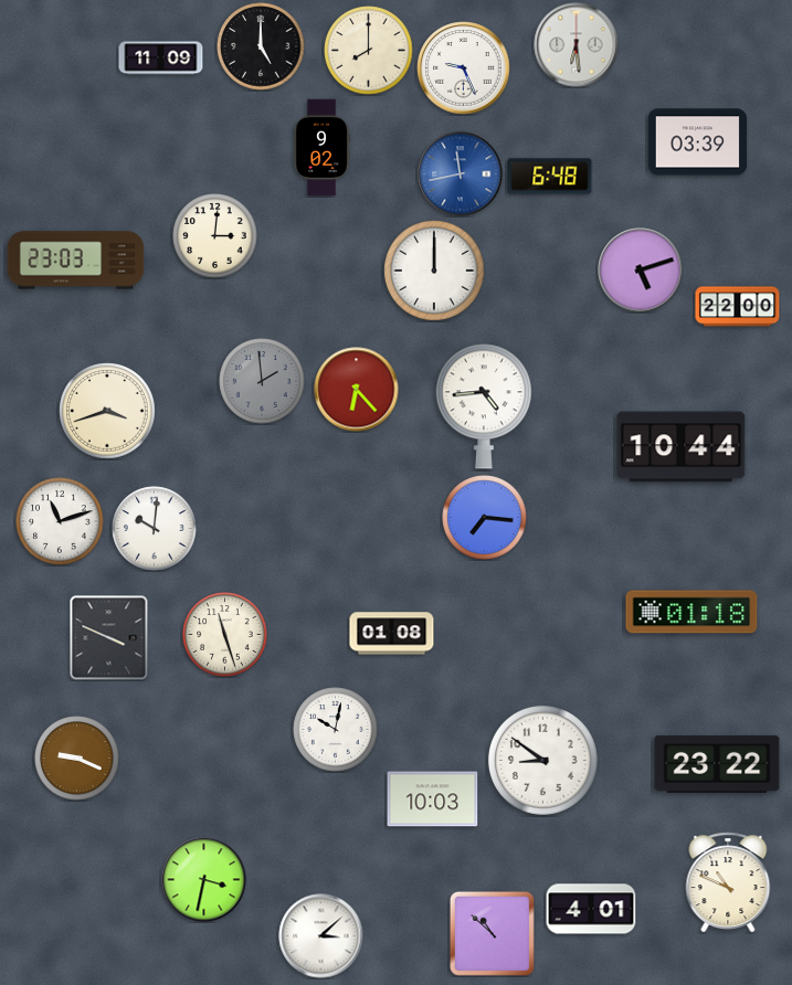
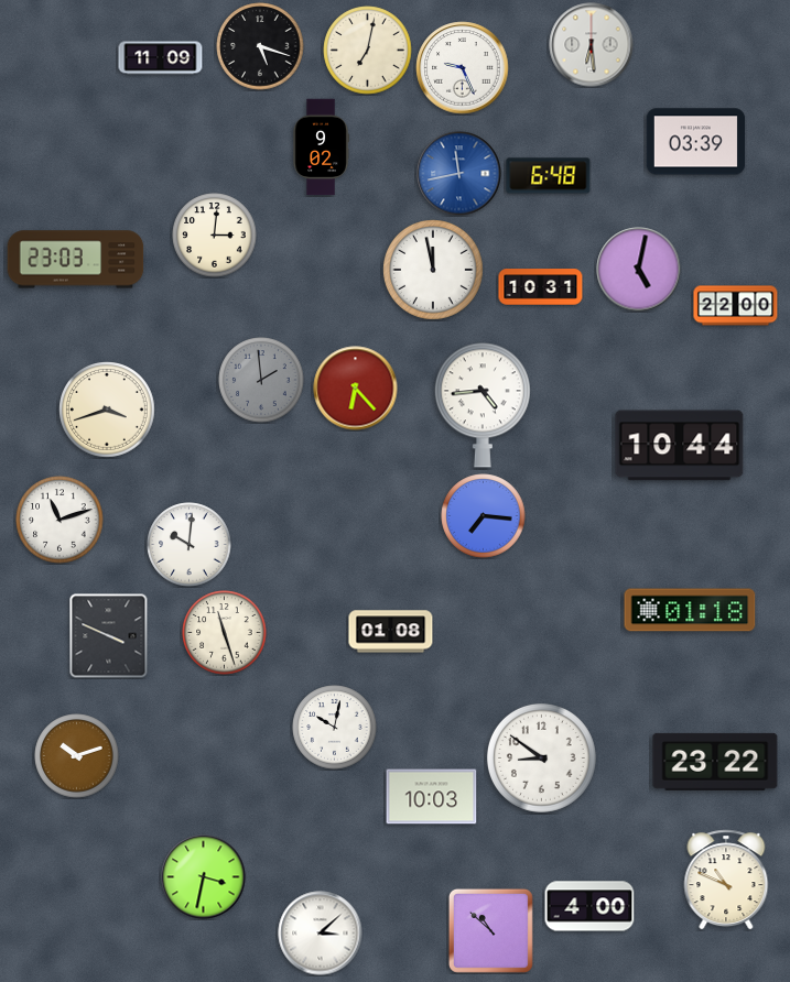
clock at (577, 45) position: (577, 45) -> (592, 45)
clock at (261, 46): 5:00 -> 5:18
clock at (369, 51): 8:00 -> 7:02
clock at (641, 271): 5:12 -> 5:02
clock at (435, 272): 12:00 -> 11:58
clock at (541, 287): none -> 10:31
clock at (155, 529) position: (155, 529) -> (190, 545)
clock at (77, 759): 9:19 -> 10:12
clock at (591, 909): 4:01 -> 4:00
